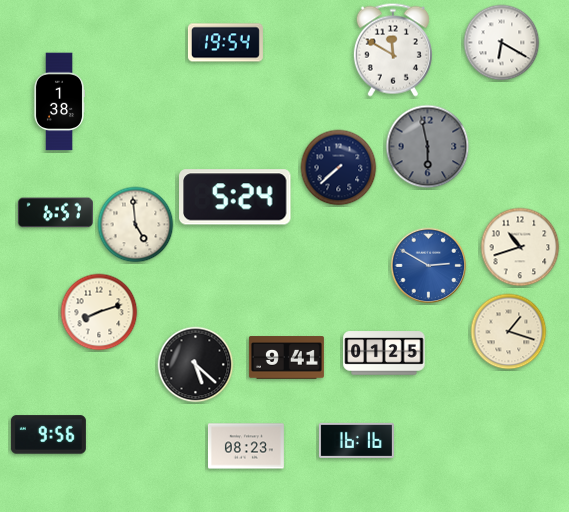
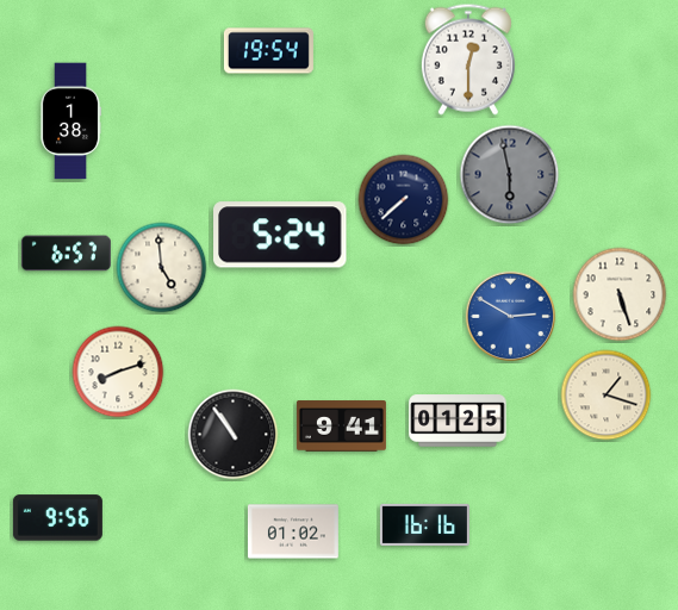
clock at (502, 43): 6:20 -> none
clock at (393, 50): 11:50 -> 12:30
clock at (520, 247): 10:42 -> 5:27
clock at (196, 365): 5:22 -> 10:54
clock at (246, 446): 08:23 -> 01:02
